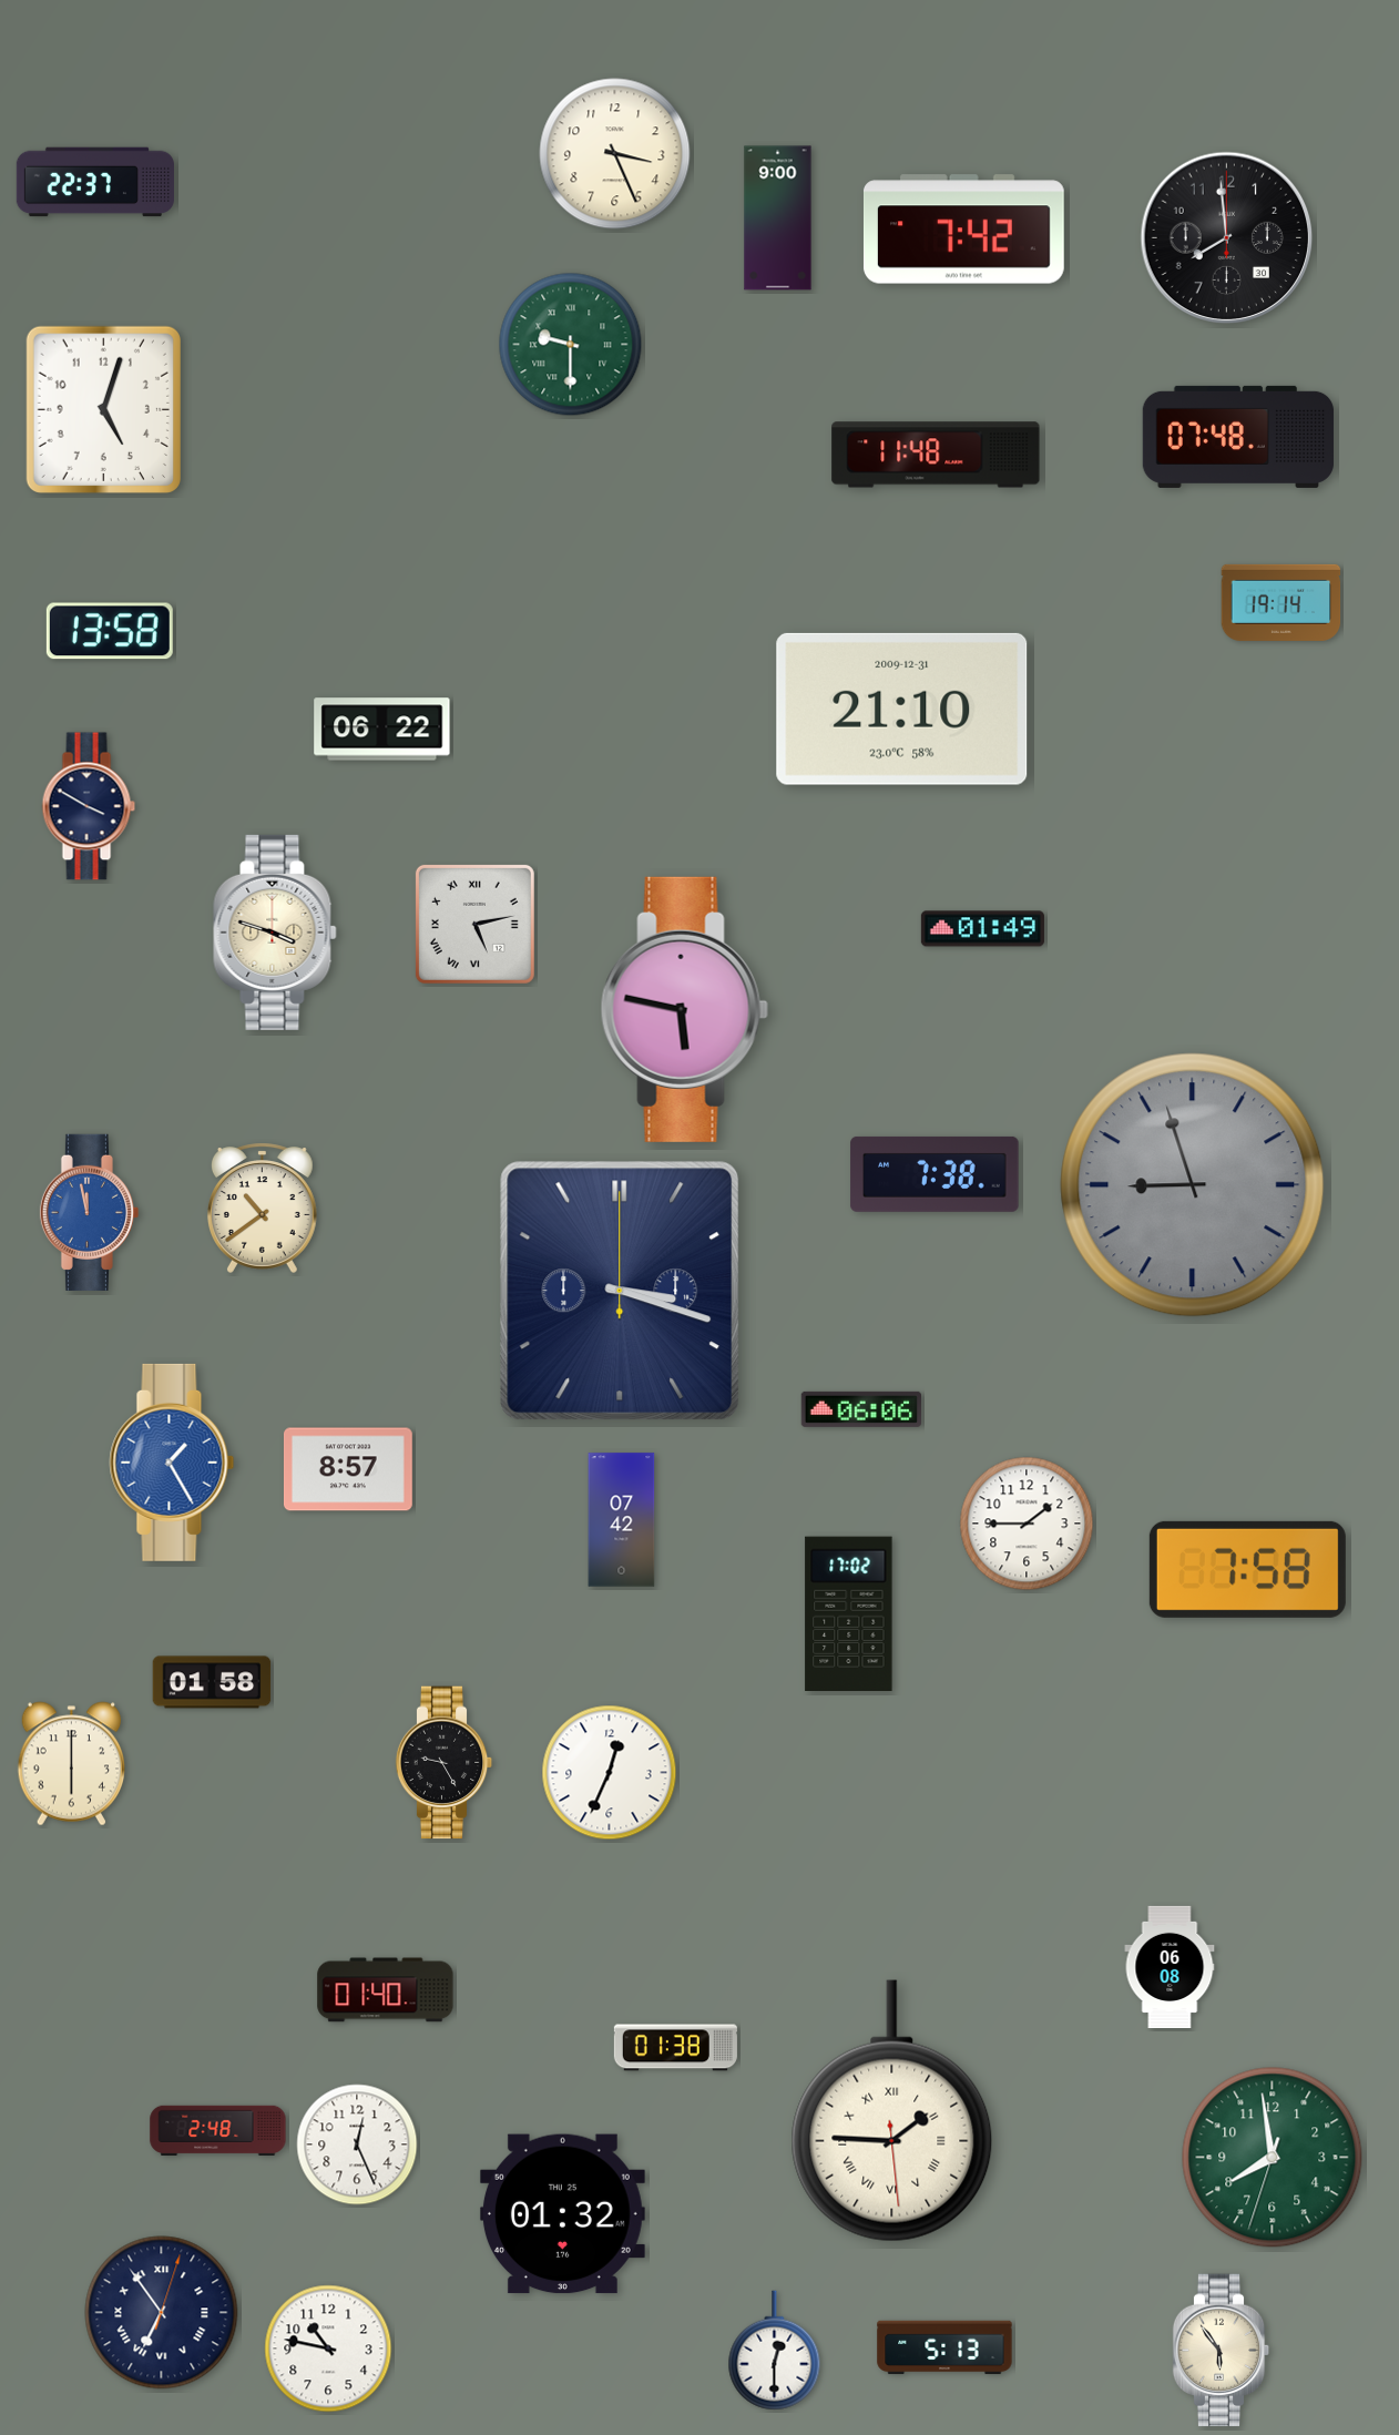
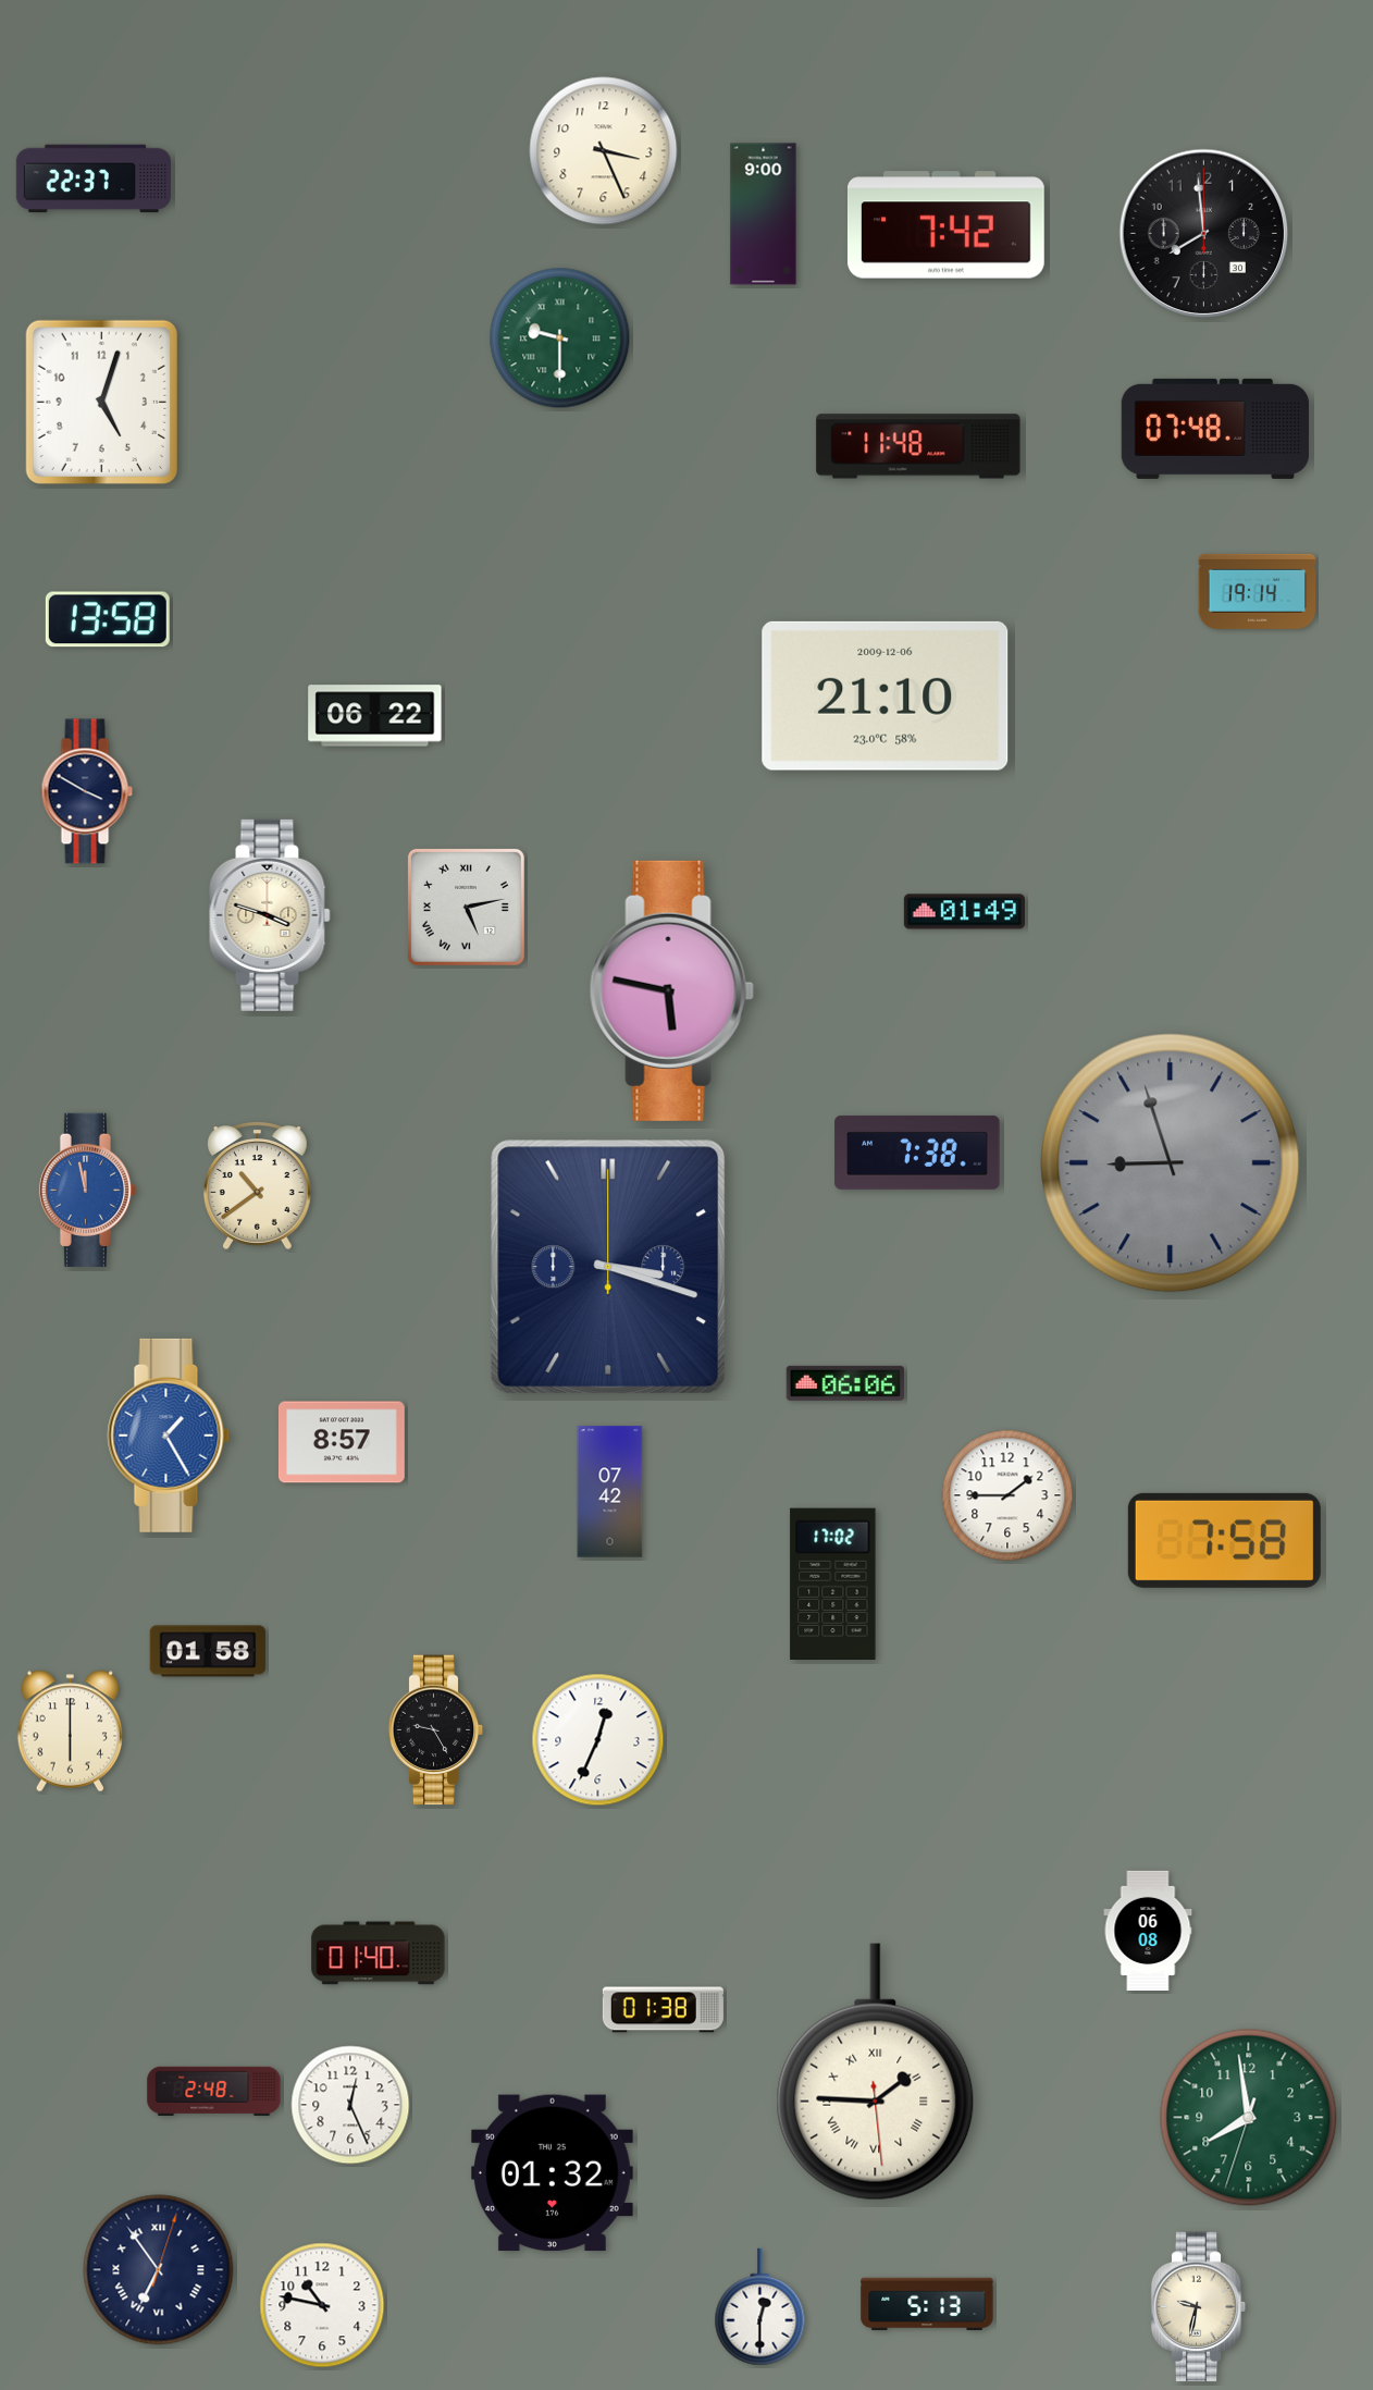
clock at (902, 709) date: 2009-12-31 -> 2009-12-06
clock at (1222, 2351): 5:54 -> 9:32
